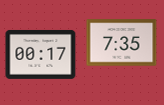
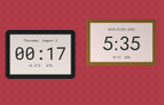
clock at (122, 43): 7:35 -> 5:35
